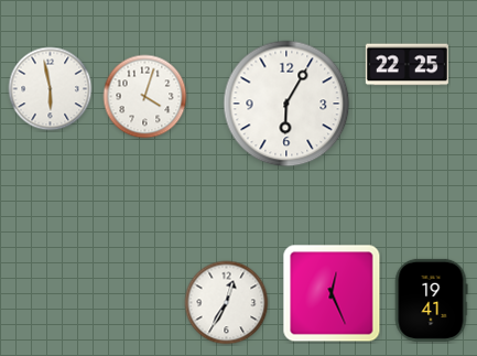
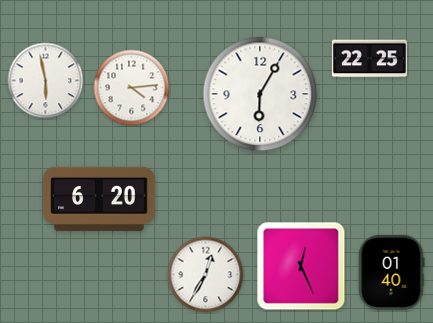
clock at (145, 97): 4:03 -> 4:14
clock at (99, 199): none -> 6:20
clock at (431, 300): 19:41 -> 01:40
